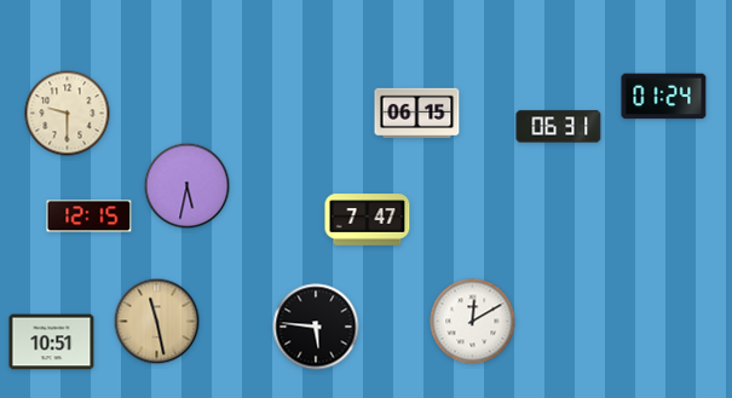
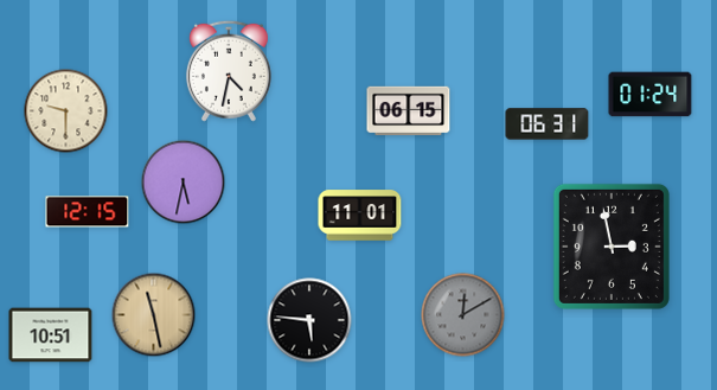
clock at (229, 71): none -> 4:32
clock at (368, 220): 7:47 -> 11:01
clock at (612, 247): none -> 2:58
clock at (473, 322) dial: white -> grey
